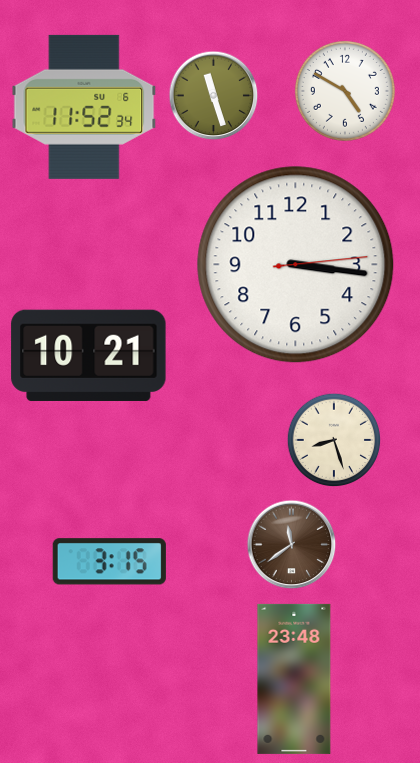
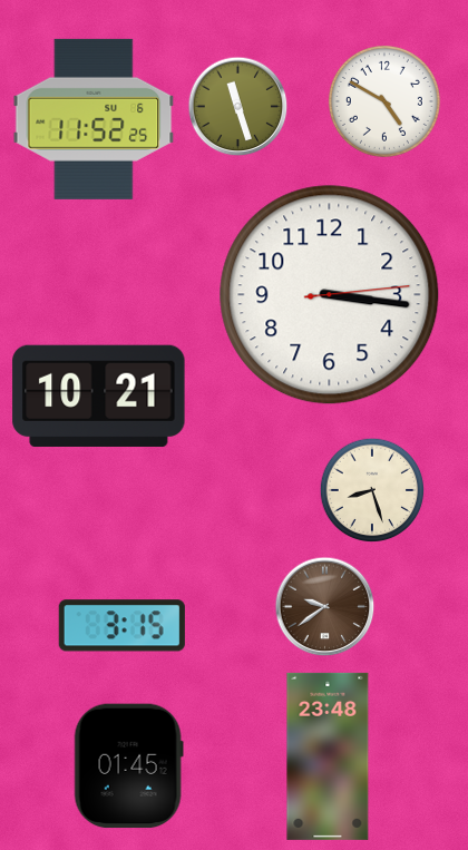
clock at (84, 107): 11:52:34 -> 11:52:25
clock at (292, 545): 11:39 -> 9:39
clock at (128, 766): none -> 01:45
